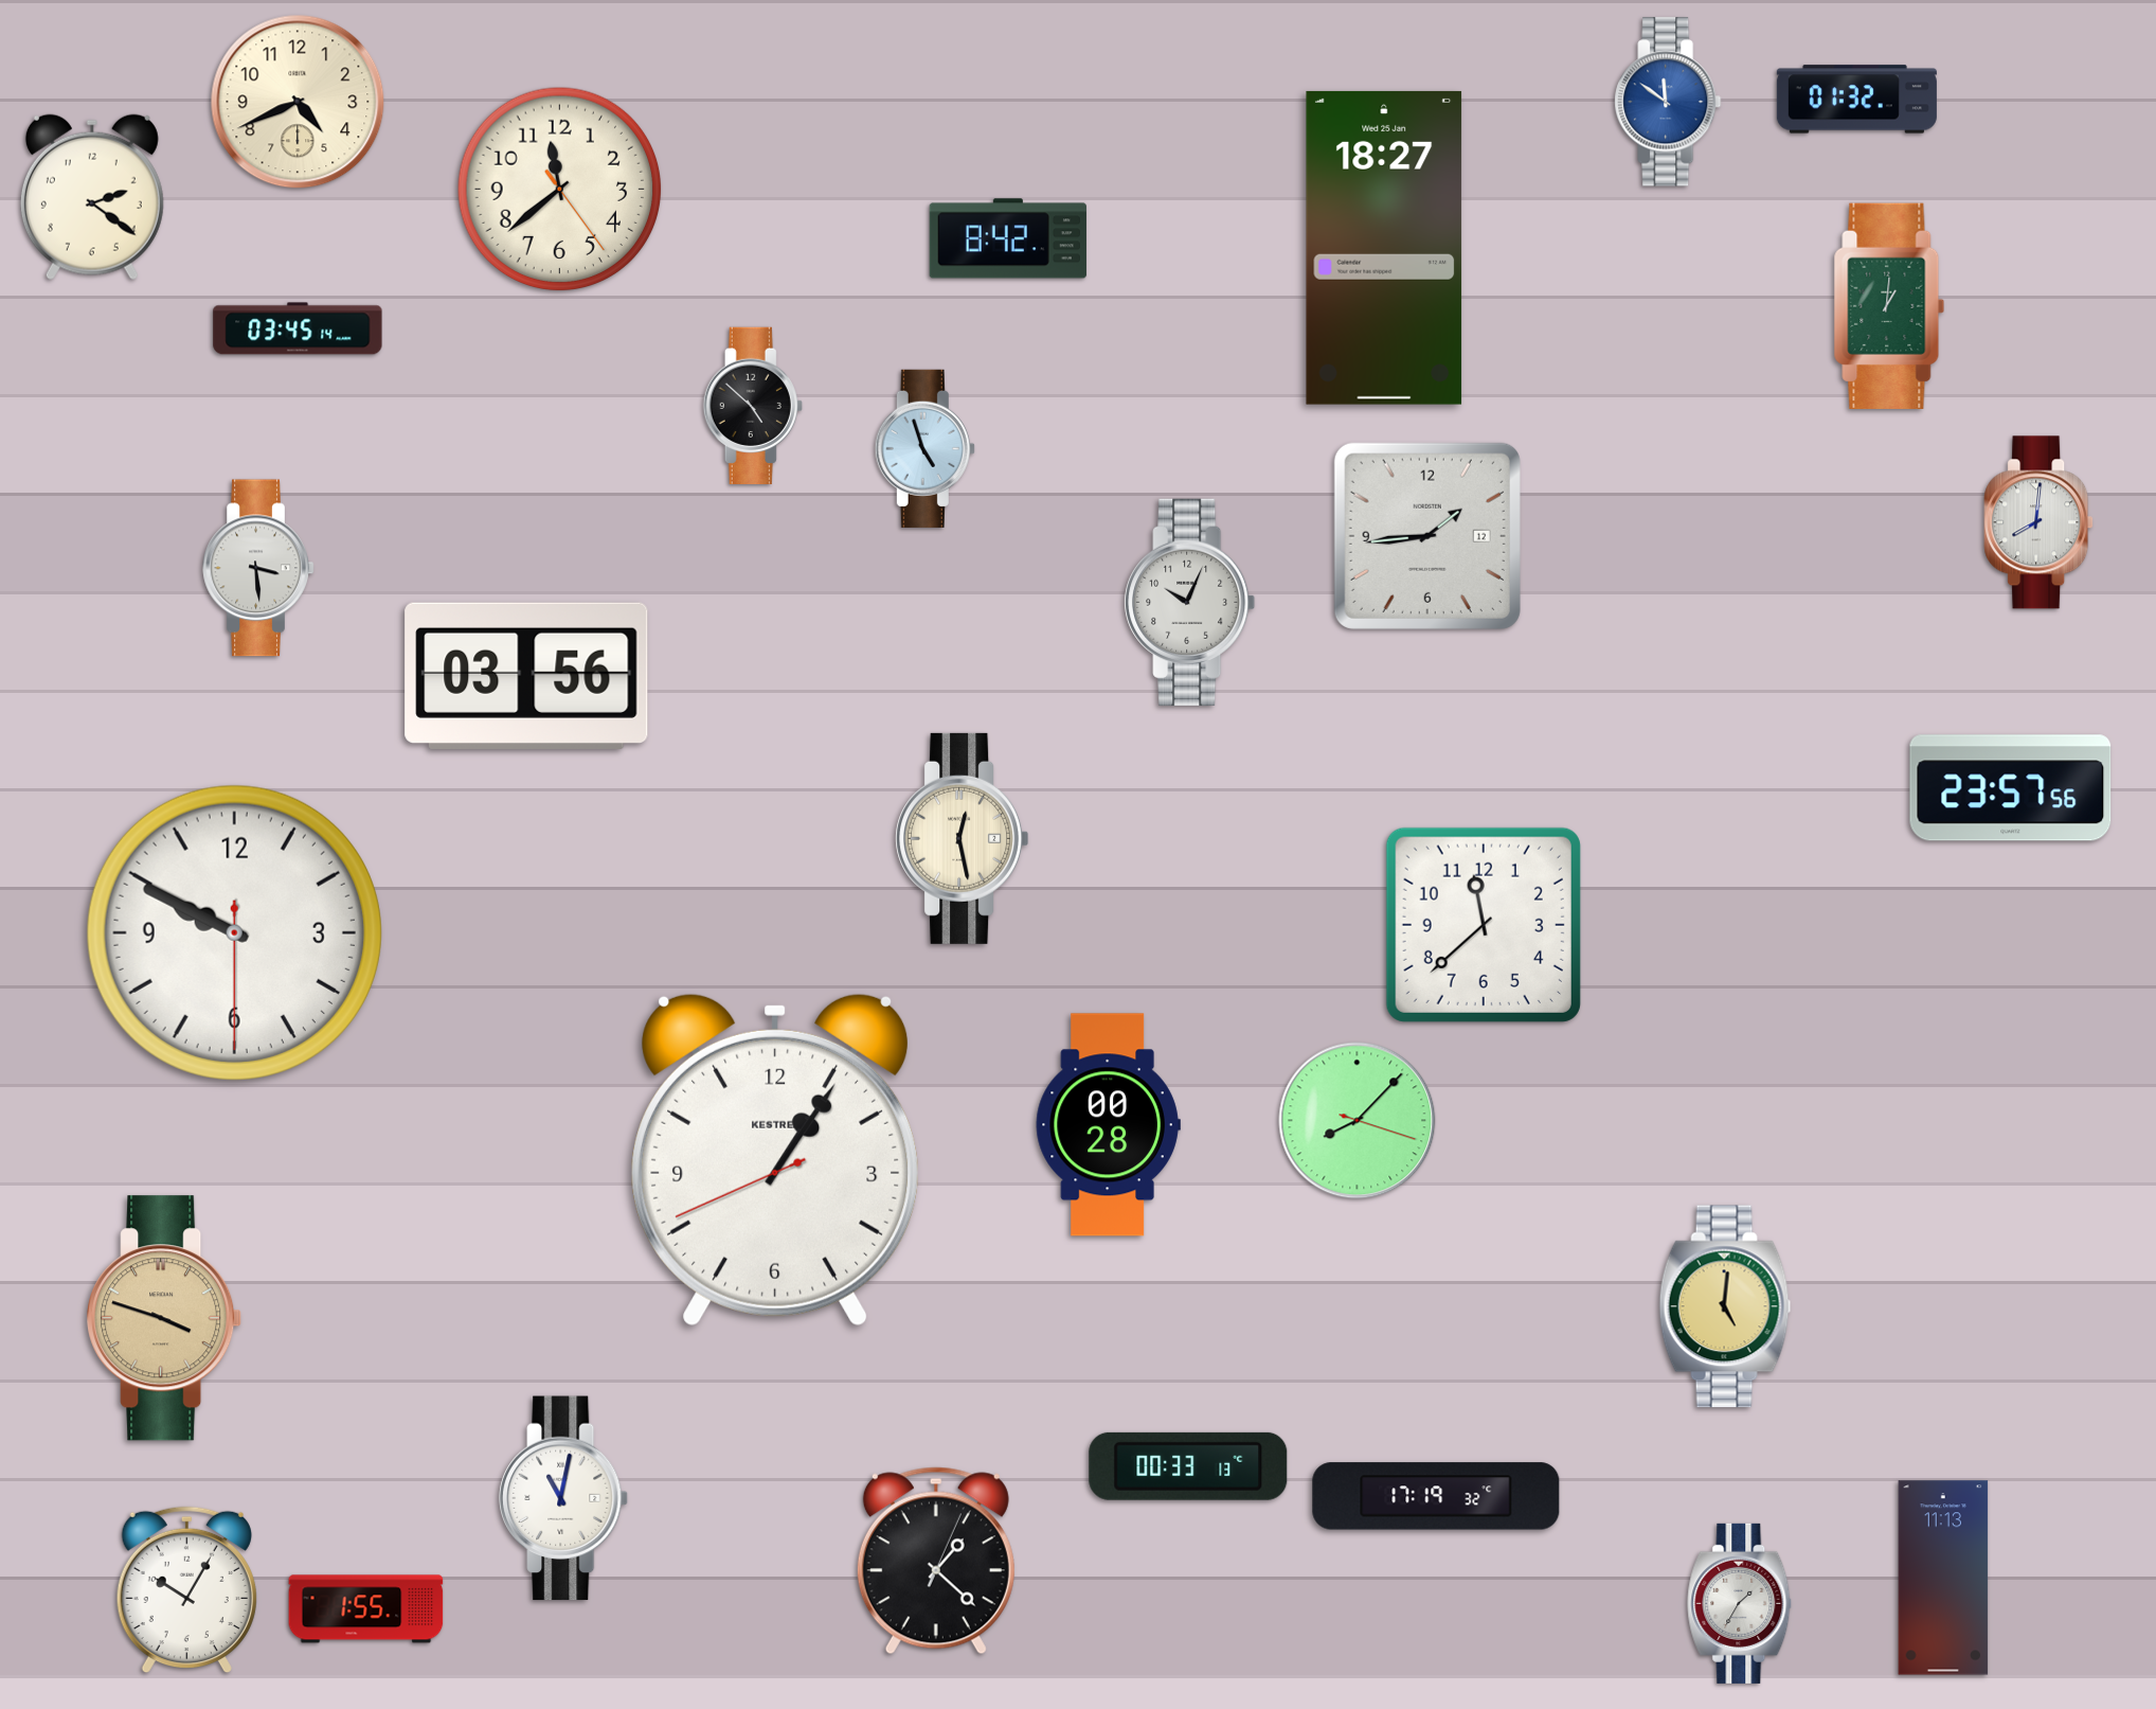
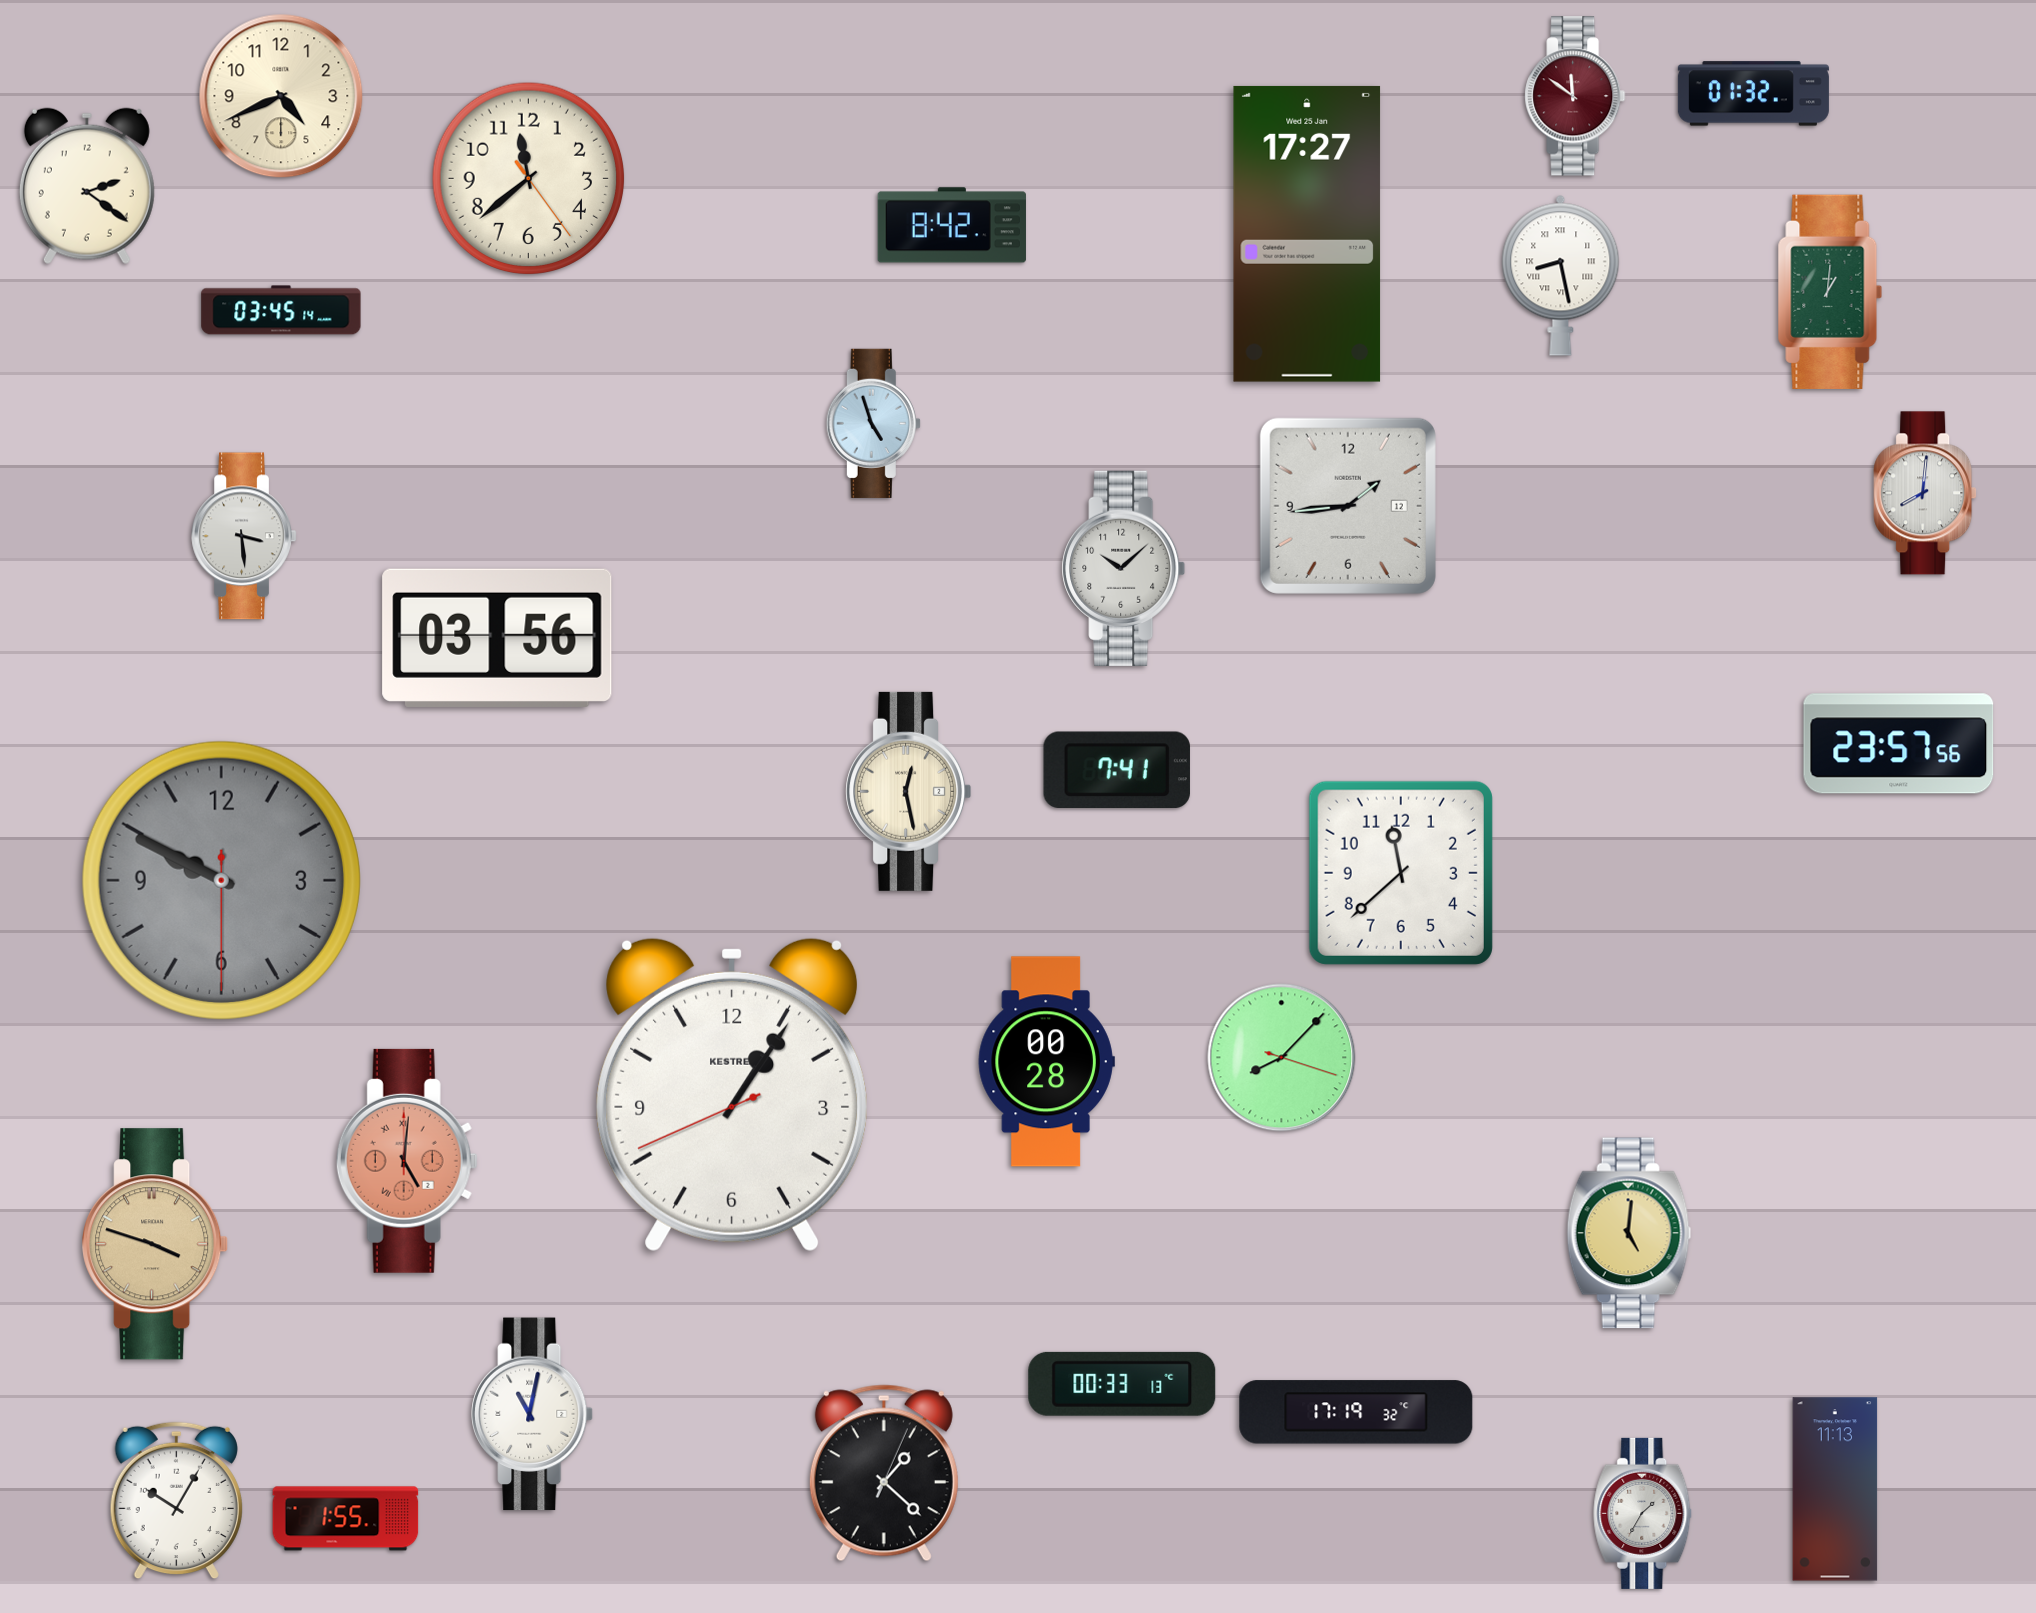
clock at (1668, 102) dial: blue -> burgundy
clock at (1384, 248): 18:27 -> 17:27
clock at (1561, 275): none -> 8:28
clock at (1889, 306) position: (1889, 306) -> (1830, 292)
clock at (753, 405): 4:52 -> none
clock at (1190, 602): 10:04 -> 10:08
clock at (1117, 769): none -> 7:41
clock at (234, 932) dial: white -> grey
clock at (407, 1161): none -> 5:01
